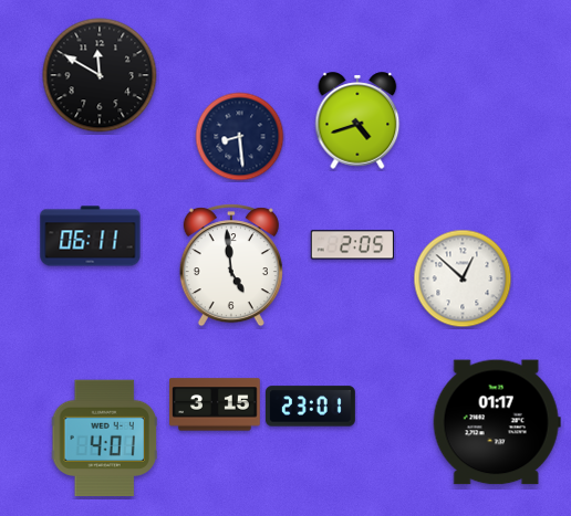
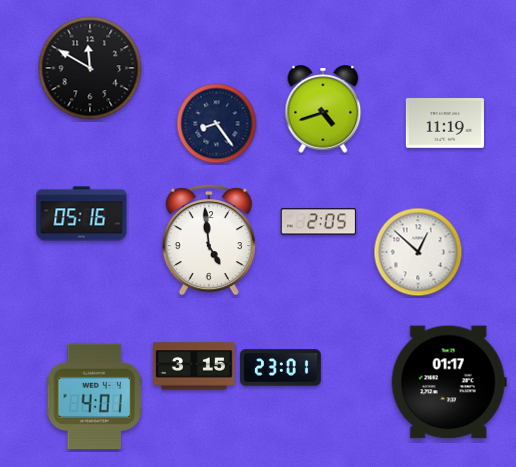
clock at (240, 137): 8:29 -> 8:24
clock at (445, 124): none -> 11:19
clock at (91, 236): 06:11 -> 05:16
